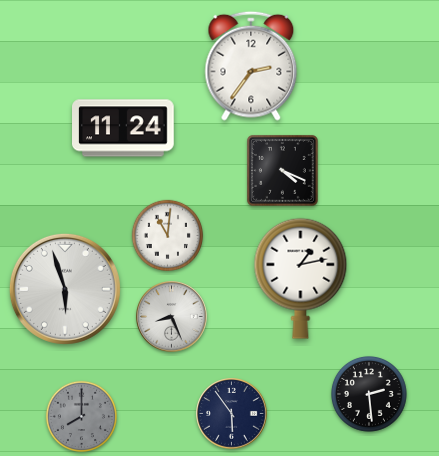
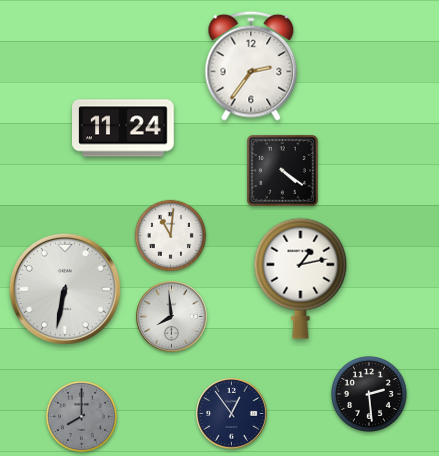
clock at (282, 170): 4:19 -> 4:21
clock at (167, 235) position: (167, 235) -> (170, 235)
clock at (65, 289): 5:57 -> 6:32
clock at (172, 317): 8:26 -> 7:59
clock at (232, 414): 5:54 -> 12:54
